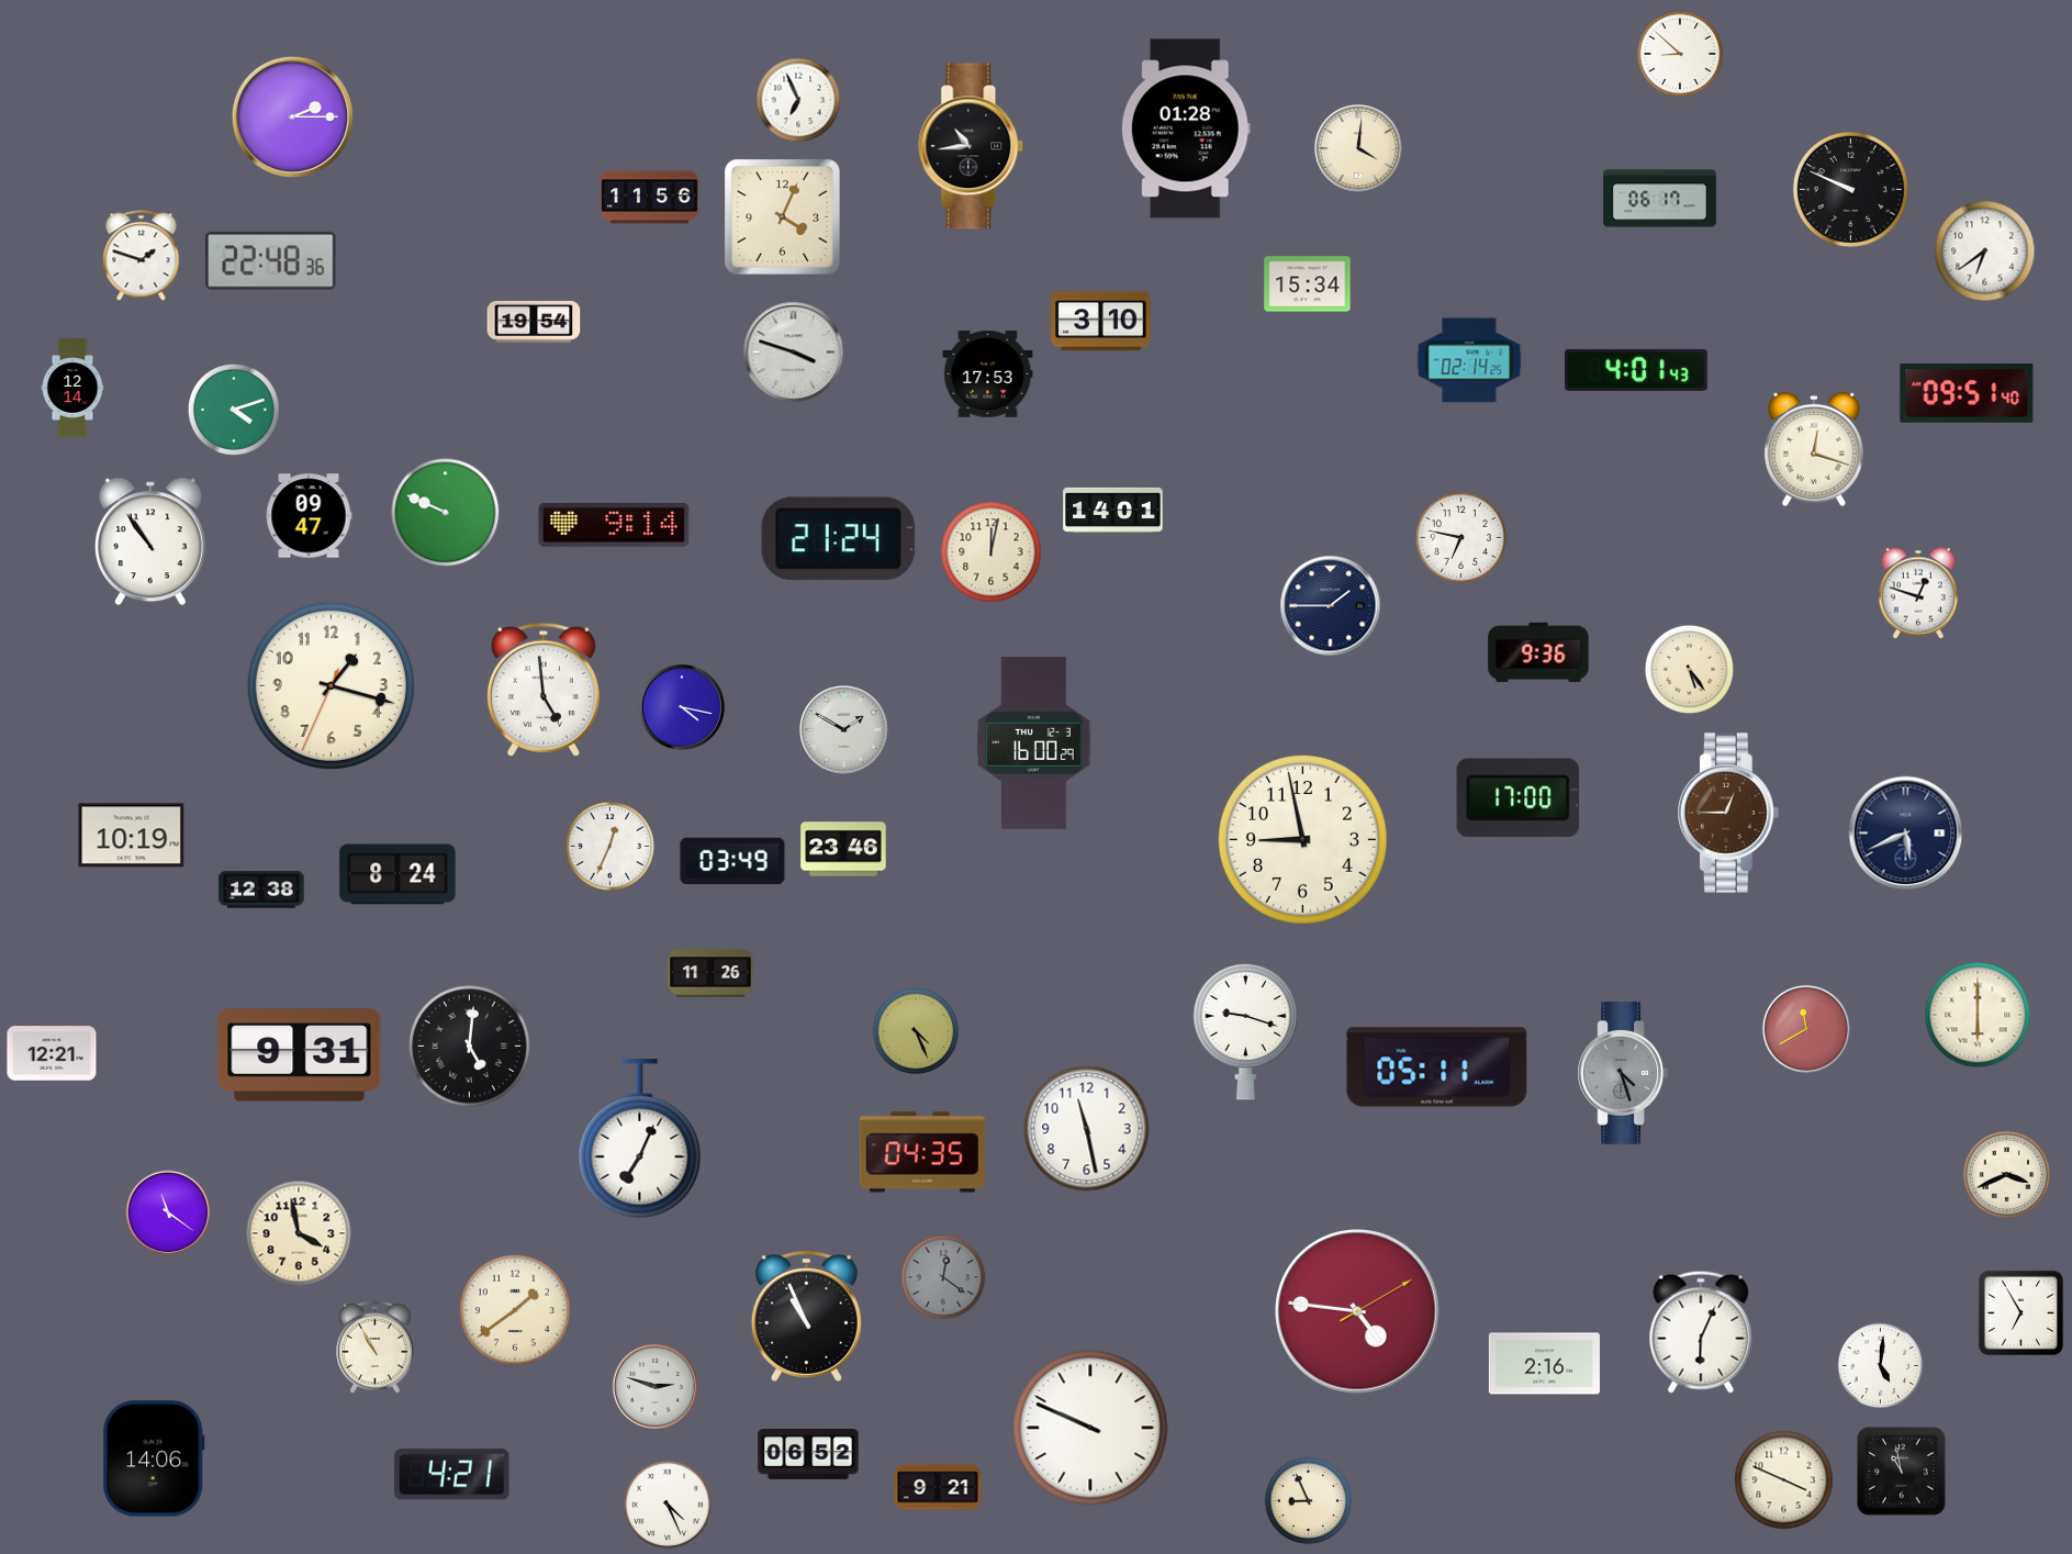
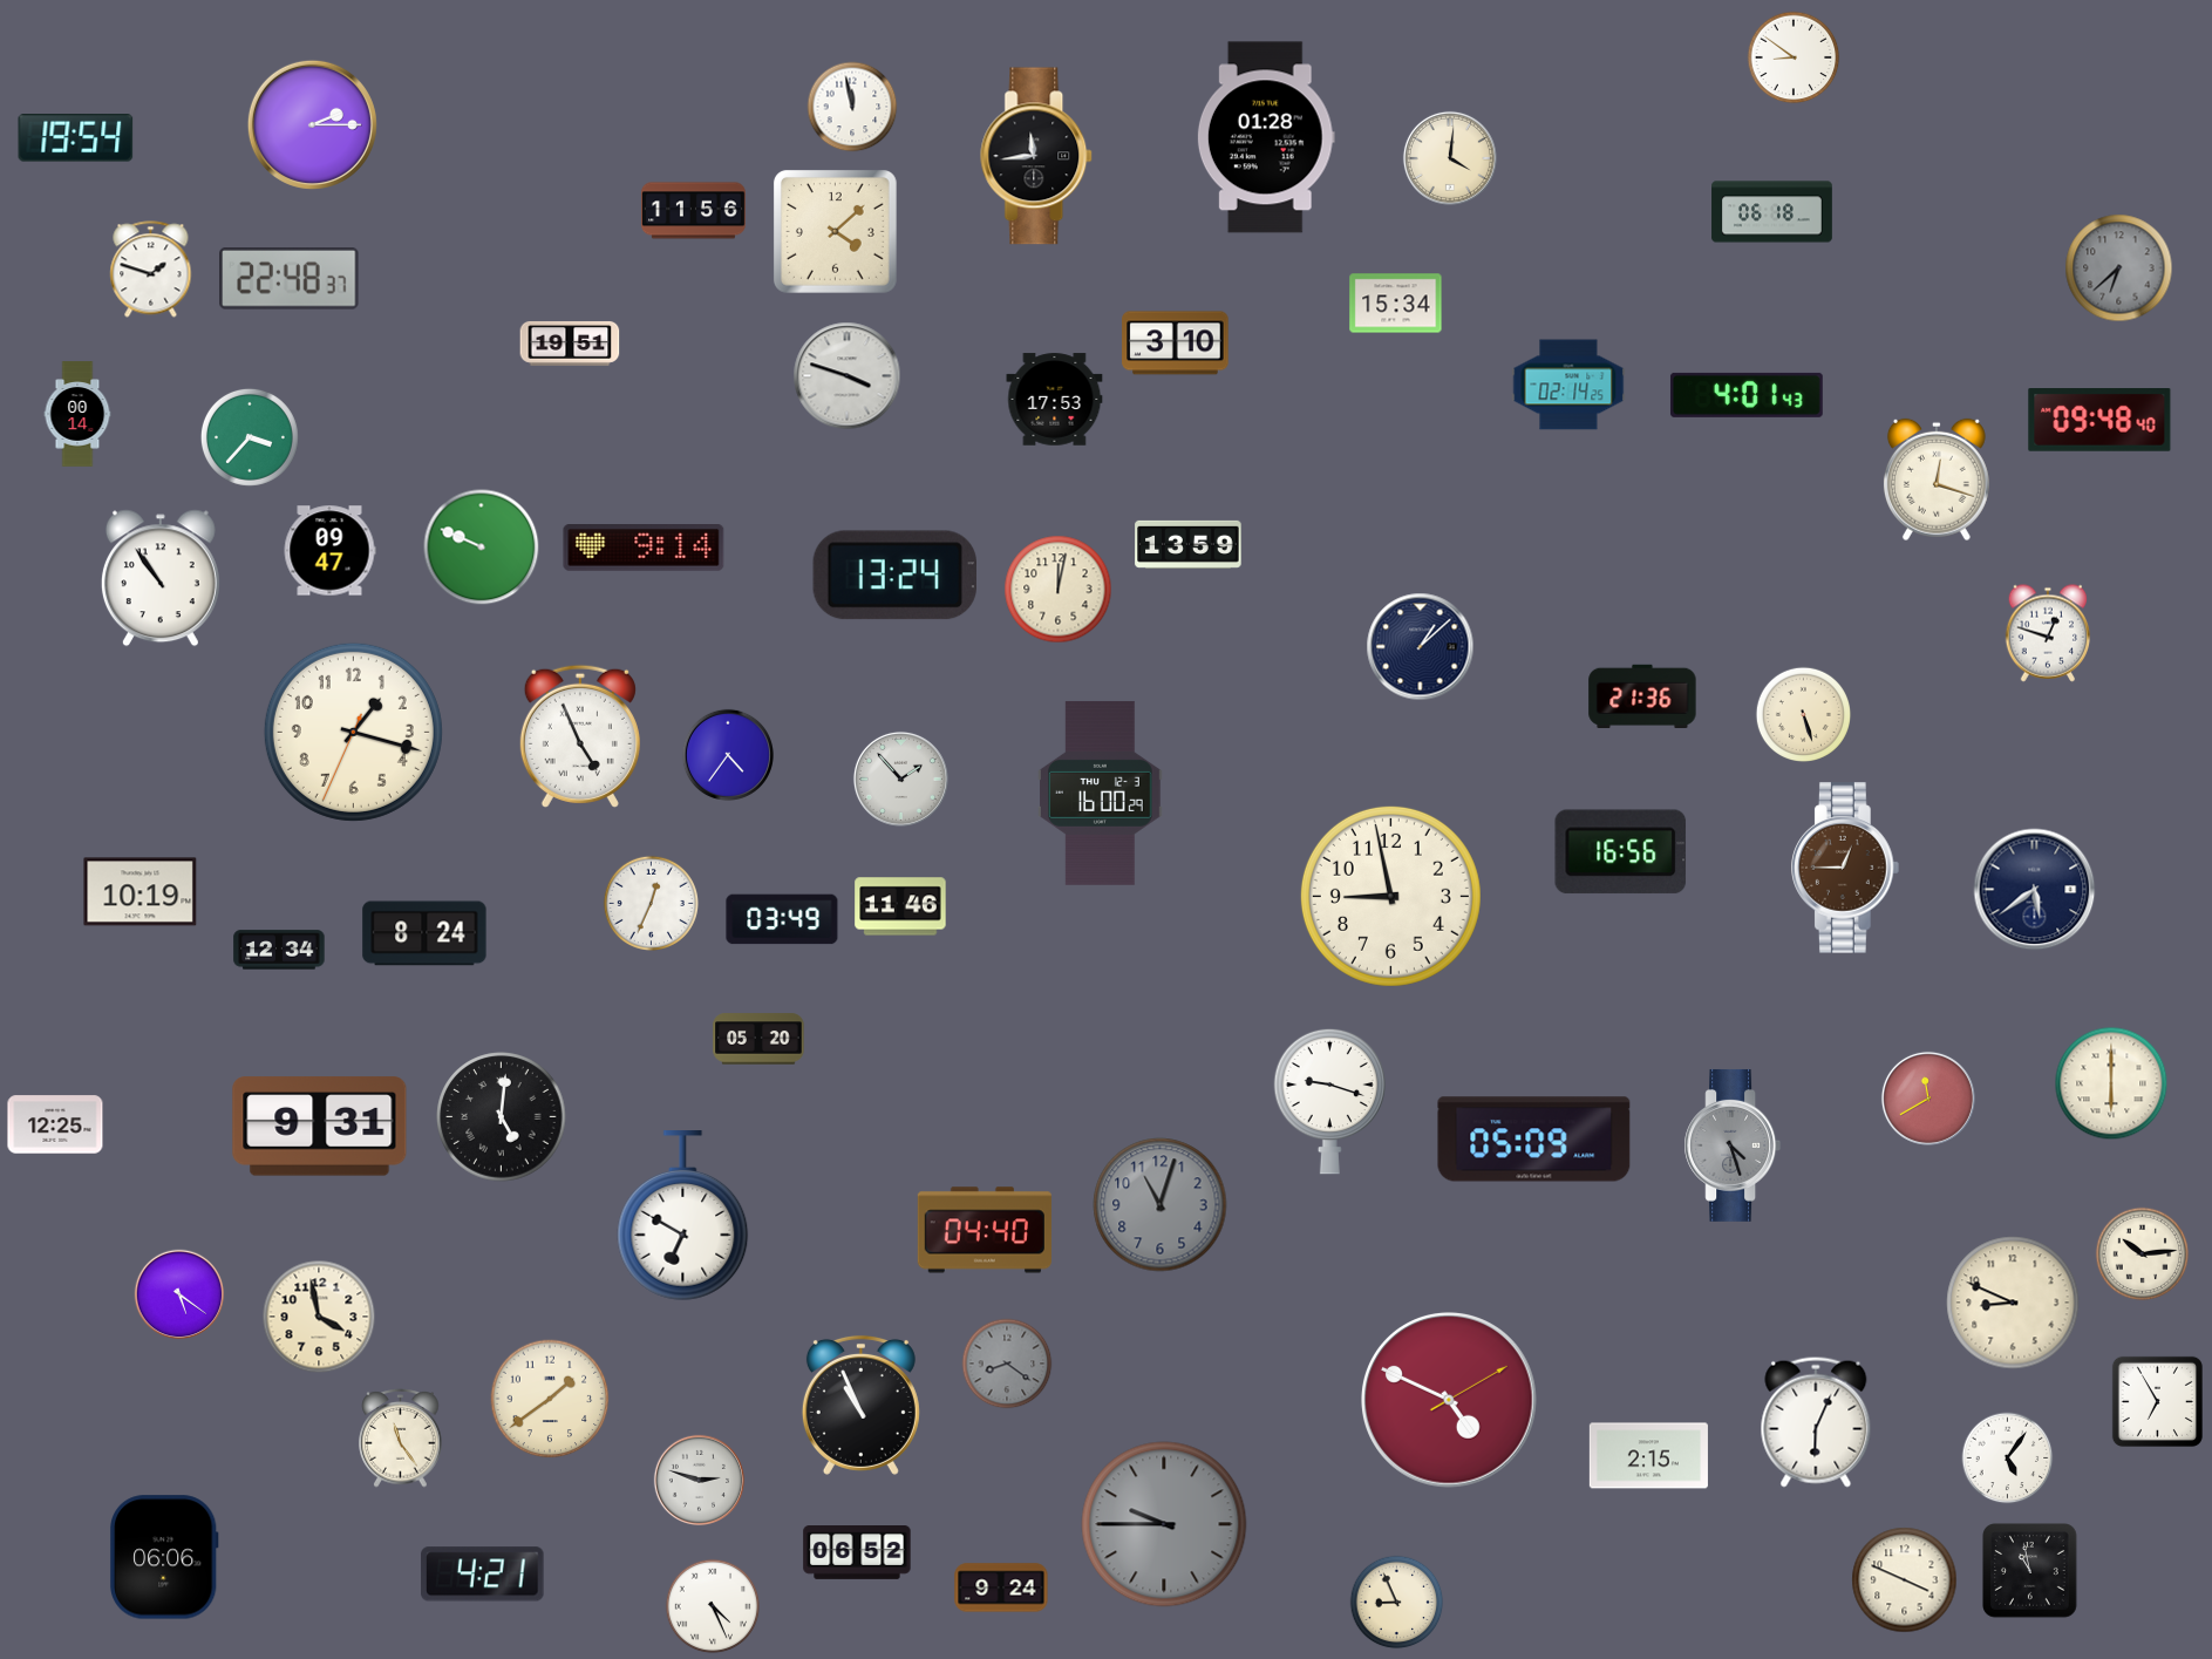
clock at (1680, 54): 8:52 -> 8:51
clock at (798, 100): 6:56 -> 11:58
clock at (76, 138): none -> 19:54
clock at (972, 146): 10:44 -> 11:44
clock at (1850, 189): 9:49 -> none
clock at (1660, 199): 06:17 -> 06:18
clock at (782, 216): 4:04 -> 4:08
clock at (1985, 251): 6:39 -> 6:38
clock at (1985, 251) dial: white -> grey
clock at (142, 256) position: (142, 256) -> (151, 270)
clock at (271, 261): 22:48:36 -> 22:48:37
clock at (534, 322): 19:54 -> 19:51
clock at (72, 388): 12:14 -> 00:14
clock at (1967, 394): 09:51 -> 09:48
clock at (234, 410): 4:12 -> 3:37
clock at (1113, 510): 14:01 -> 13:59
clock at (446, 513) position: (446, 513) -> (482, 548)
clock at (614, 526) position: (614, 526) -> (644, 549)
clock at (1460, 537): 6:47 -> none
clock at (838, 539): 21:24 -> 13:24
clock at (1331, 606): 1:45 -> 1:08
clock at (1538, 651): 9:36 -> 21:36
clock at (1689, 669): 5:24 -> 5:27
clock at (544, 690): 4:59 -> 4:56
clock at (682, 707): 4:17 -> 4:36
clock at (843, 729): 1:50 -> 1:53
clock at (1034, 742) position: (1034, 742) -> (1101, 793)
clock at (1519, 798): 17:00 -> 16:56
clock at (1906, 834): 5:41 -> 5:39
clock at (843, 849): 23:46 -> 11:46
clock at (261, 890): 12:38 -> 12:34
clock at (710, 973): 11:26 -> 05:20
clock at (916, 1031): 4:26 -> none
clock at (52, 1053): 12:21 -> 12:25
clock at (1437, 1067): 05:11 -> 05:09
clock at (1087, 1129): 11:28 -> 11:03
clock at (1087, 1129) dial: white -> grey
clock at (640, 1139): 7:04 -> 6:50
clock at (922, 1152): 04:35 -> 04:40
clock at (2007, 1175): 3:41 -> 10:14
clock at (168, 1212): 11:21 -> 5:21
clock at (2013, 1303): none -> 8:49
clock at (943, 1277): 12:21 -> 8:21
clock at (1357, 1311): 4:46 -> 4:49
clock at (376, 1348): 10:55 -> 11:24
clock at (1544, 1364): 2:16 -> 2:15
clock at (1881, 1366): 5:01 -> 5:06
clock at (1090, 1428): 9:49 -> 9:45
clock at (1090, 1428) dial: white -> grey
clock at (808, 1455) position: (808, 1455) -> (857, 1553)
clock at (155, 1458): 14:06 -> 06:06
clock at (938, 1487): 9:21 -> 9:24
